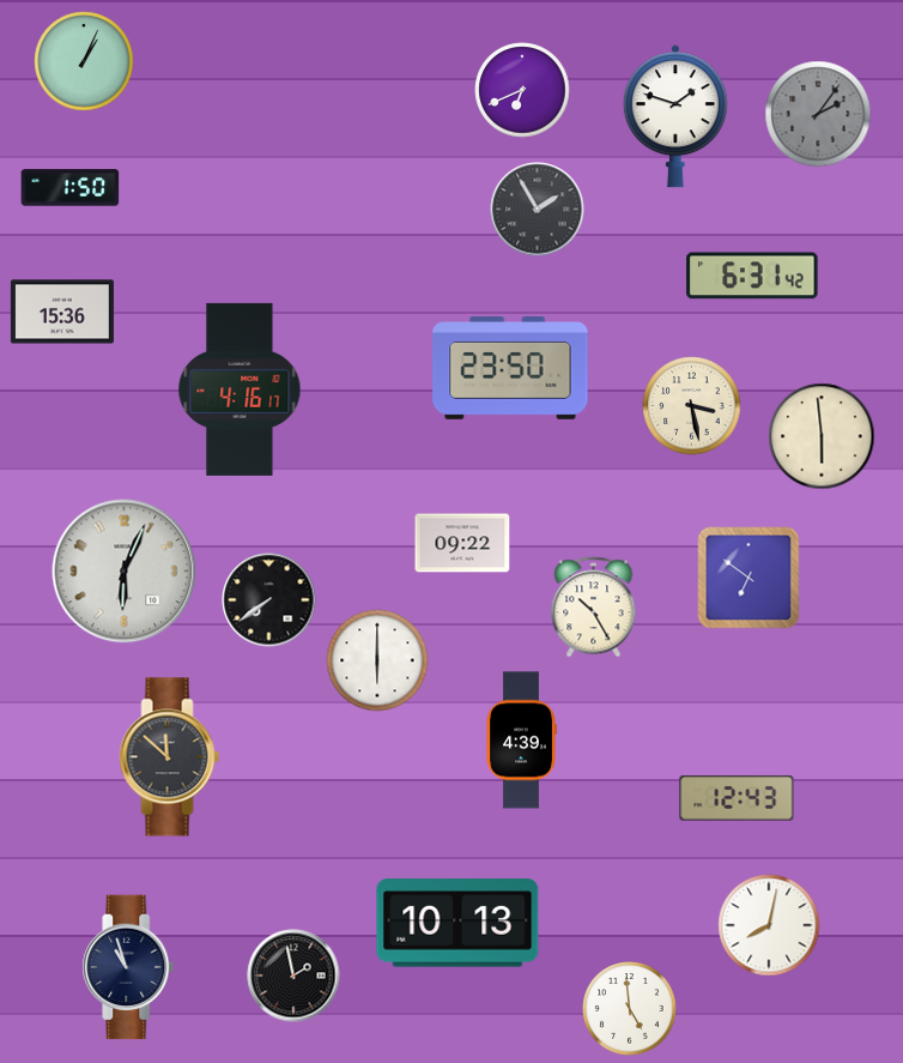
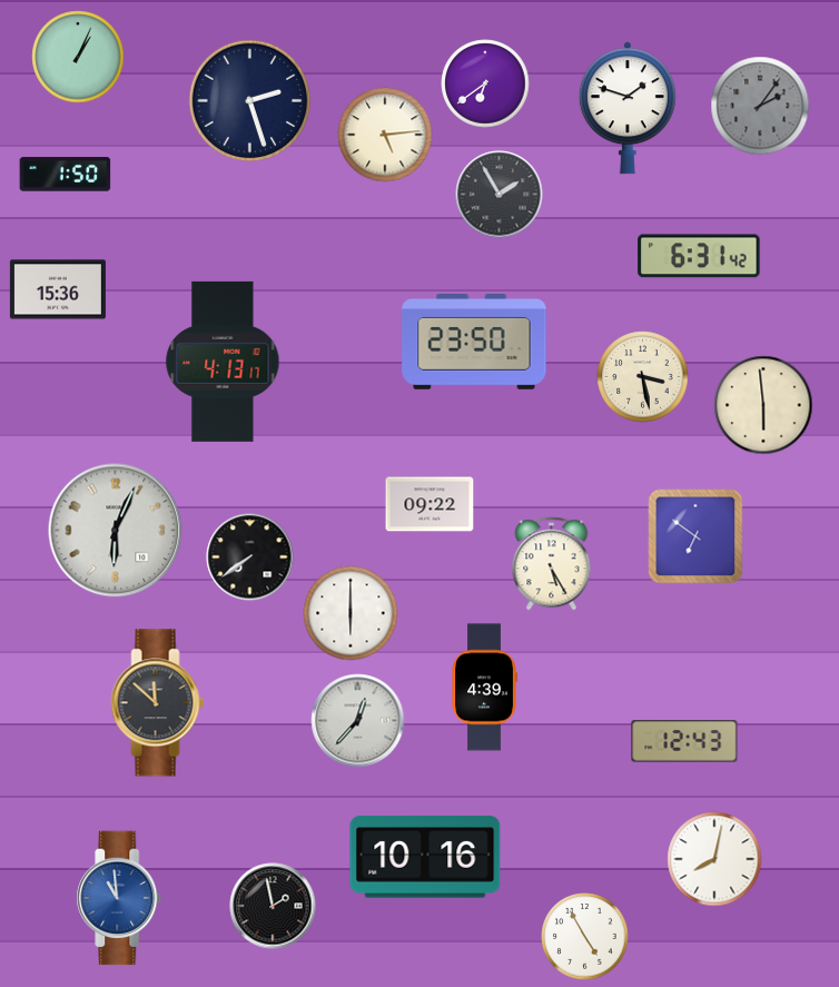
clock at (522, 90): 6:41 -> 6:39
clock at (250, 101): none -> 2:27
clock at (385, 135): none -> 5:14
clock at (240, 389): 4:16 -> 4:13
clock at (594, 608): 10:25 -> 5:25
clock at (358, 721): none -> 12:37
clock at (457, 923): 10:13 -> 10:16
clock at (128, 967): 10:57 -> 10:59
clock at (128, 967) dial: navy -> blue
clock at (630, 1009): 4:59 -> 4:55
